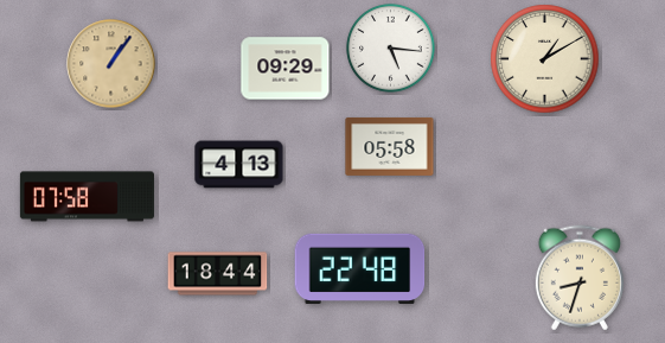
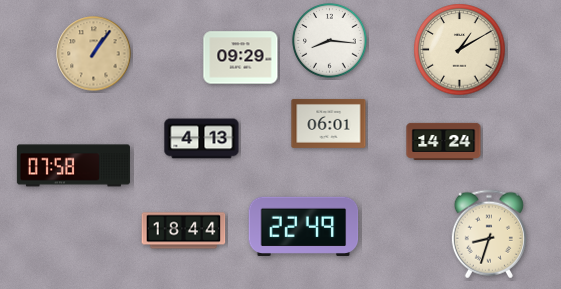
clock at (391, 49): 5:16 -> 8:16
clock at (390, 146): 05:58 -> 06:01
clock at (444, 141): none -> 14:24
clock at (360, 268): 22:48 -> 22:49
